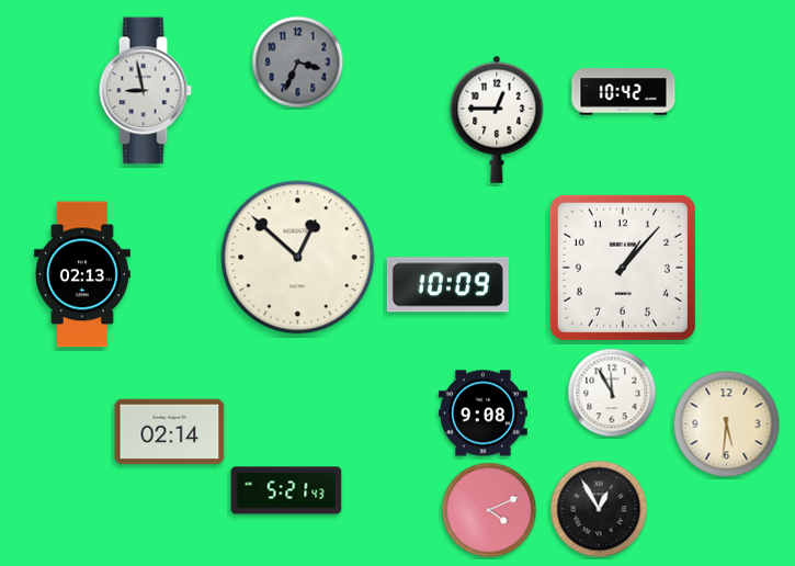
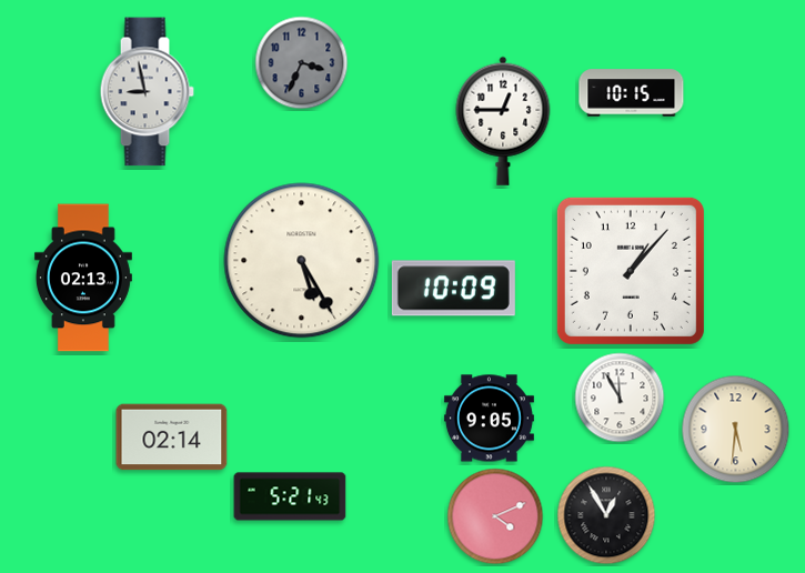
clock at (624, 92): 10:42 -> 10:15
clock at (298, 258): 12:52 -> 5:25
clock at (482, 414): 9:08 -> 9:05
